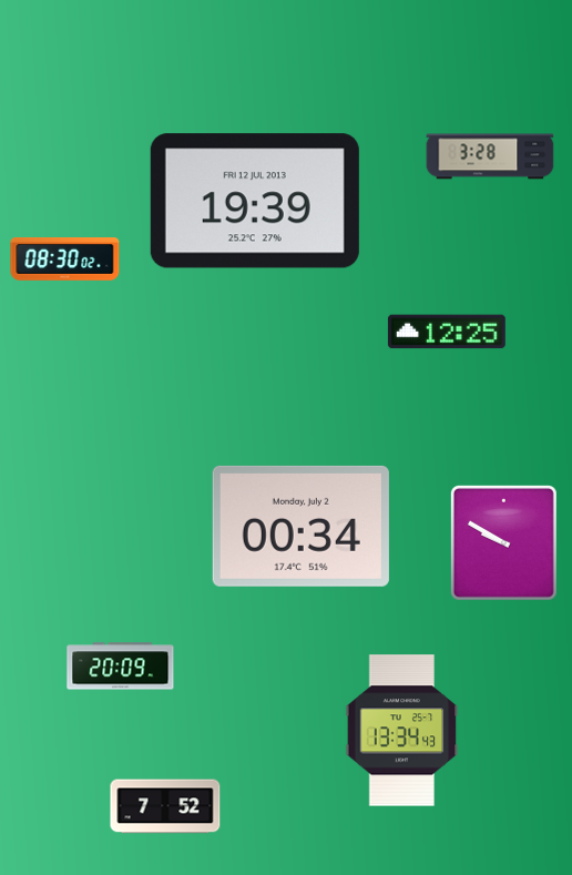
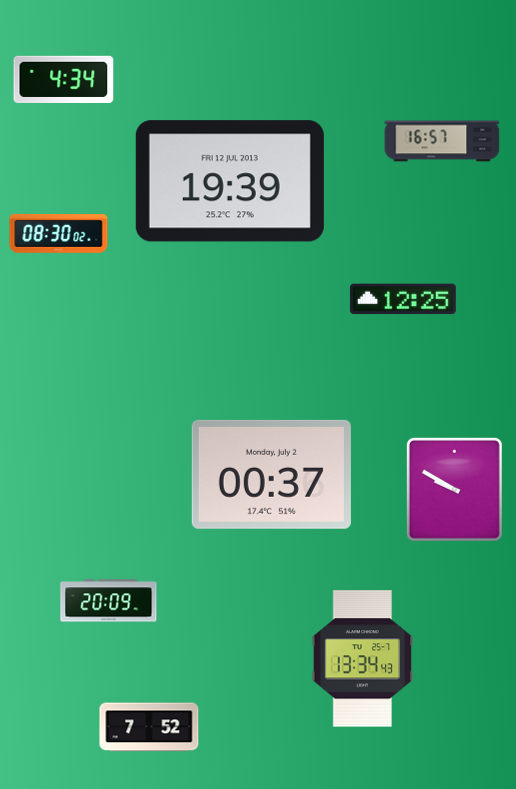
clock at (64, 79): none -> 4:34
clock at (490, 156): 3:28 -> 16:57
clock at (300, 526): 00:34 -> 00:37
